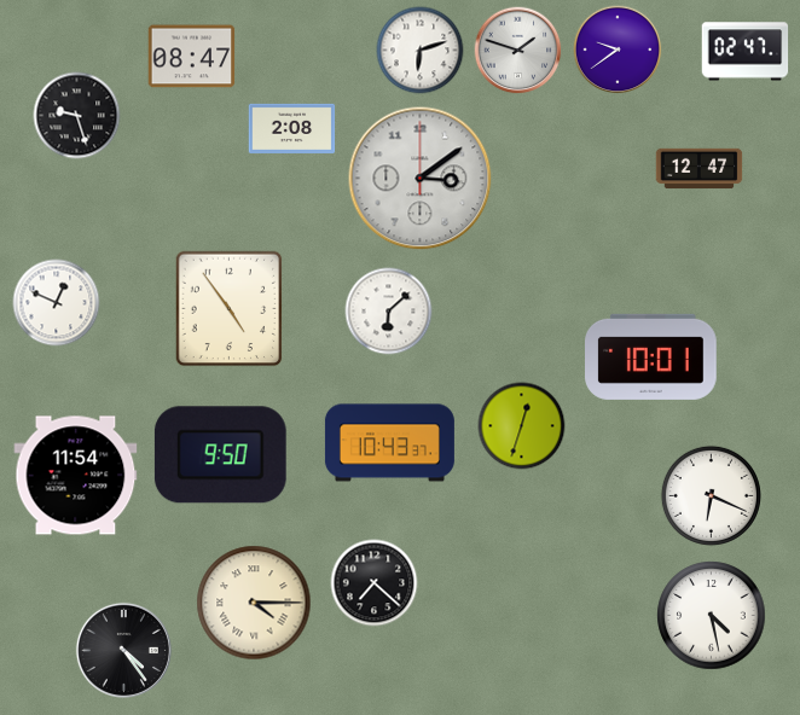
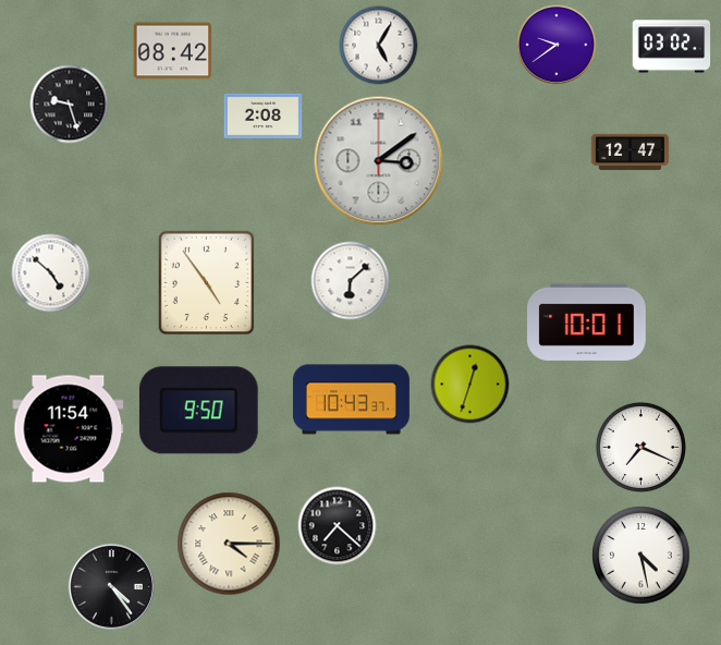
clock at (421, 51): 6:12 -> 5:05
clock at (518, 51): 1:48 -> none
clock at (746, 52): 02:47 -> 03:02
clock at (192, 57): 08:47 -> 08:42
clock at (57, 303): 12:49 -> 4:52
clock at (230, 309) position: (230, 309) -> (207, 283)
clock at (711, 495): 6:19 -> 7:19
